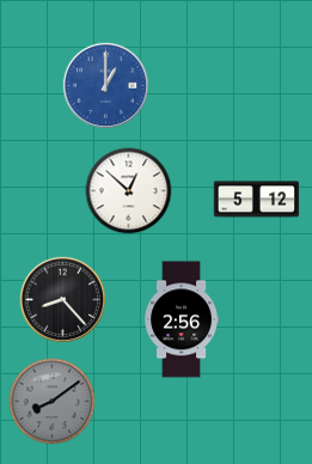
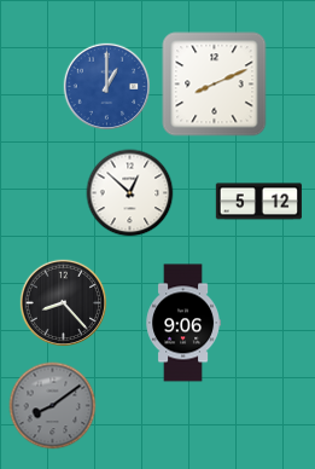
clock at (215, 85): none -> 8:11
clock at (181, 319): 2:56 -> 9:06
